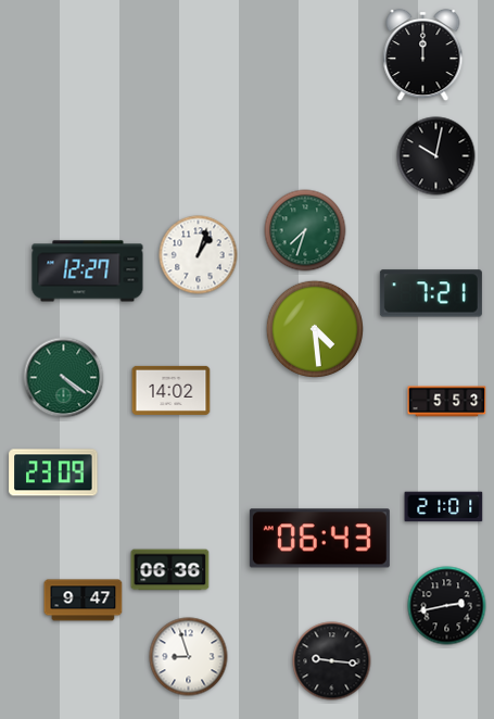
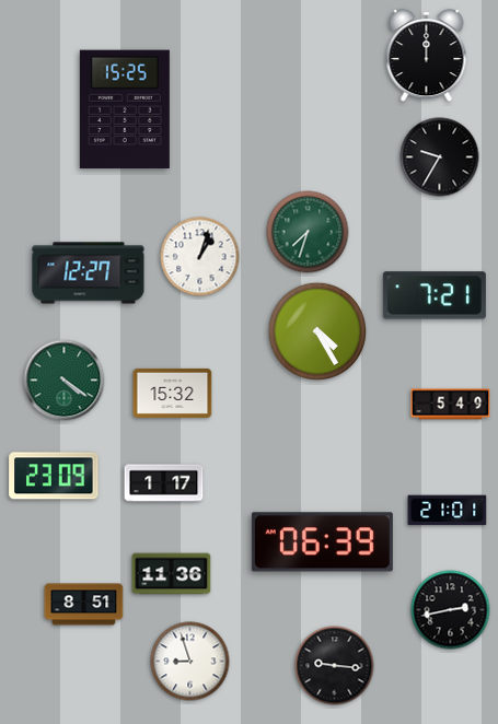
clock at (125, 109): none -> 15:25
clock at (436, 156): 10:02 -> 9:35
clock at (314, 328): 4:29 -> 4:25
clock at (172, 390): 14:02 -> 15:32
clock at (447, 402): 5:53 -> 5:49
clock at (164, 483): none -> 1:17
clock at (319, 539): 06:43 -> 06:39
clock at (170, 570): 06:36 -> 11:36
clock at (84, 601): 9:47 -> 8:51
